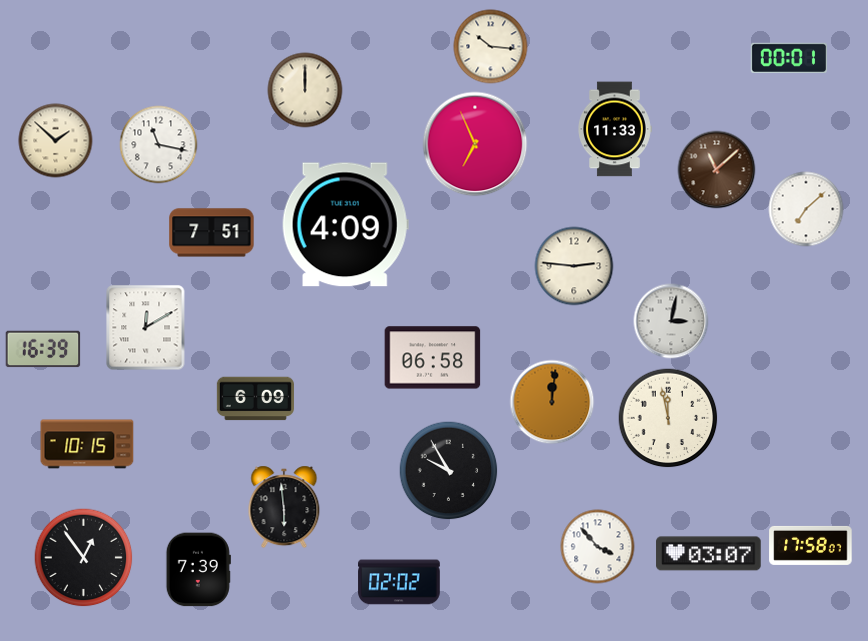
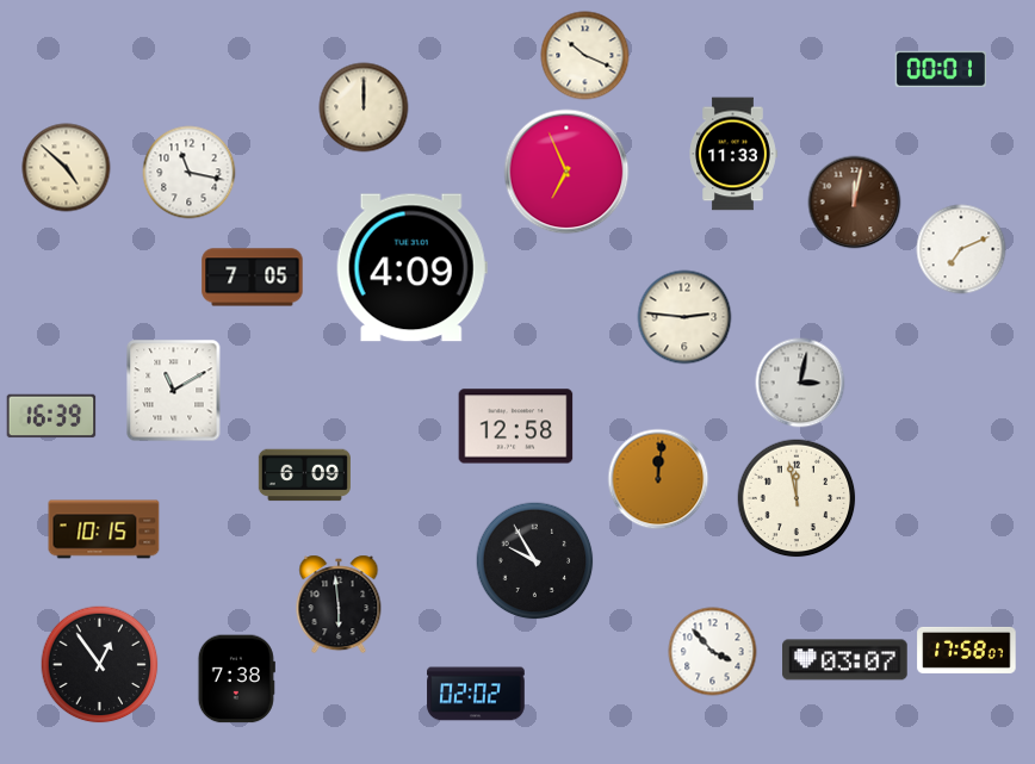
clock at (491, 47): 10:16 -> 10:19
clock at (56, 141): 1:52 -> 4:52
clock at (717, 170): 11:08 -> 12:02
clock at (806, 209): 7:08 -> 7:11
clock at (212, 233): 7:51 -> 7:05
clock at (146, 328): 12:10 -> 11:10
clock at (433, 358): 06:58 -> 12:58
clock at (198, 570): 7:39 -> 7:38
